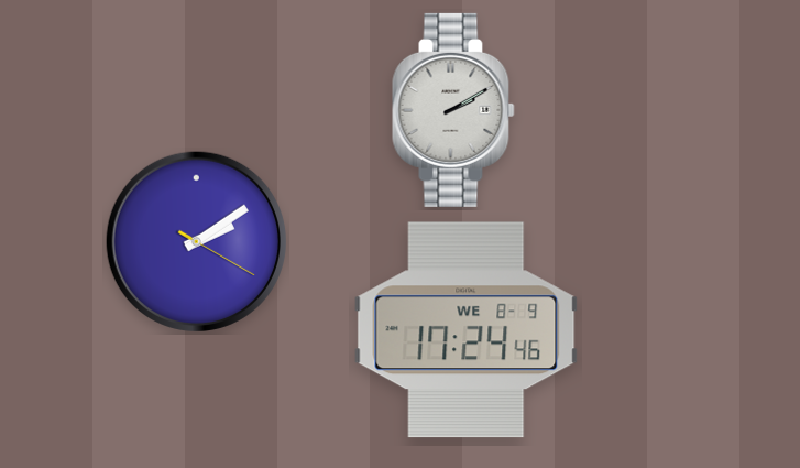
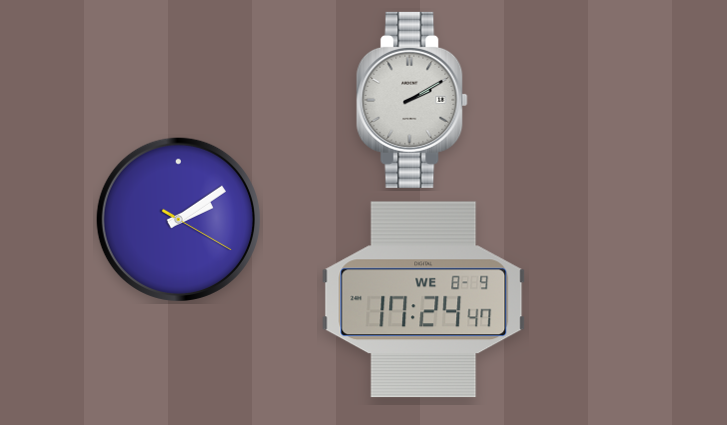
clock at (467, 330): 17:24:46 -> 17:24:47
